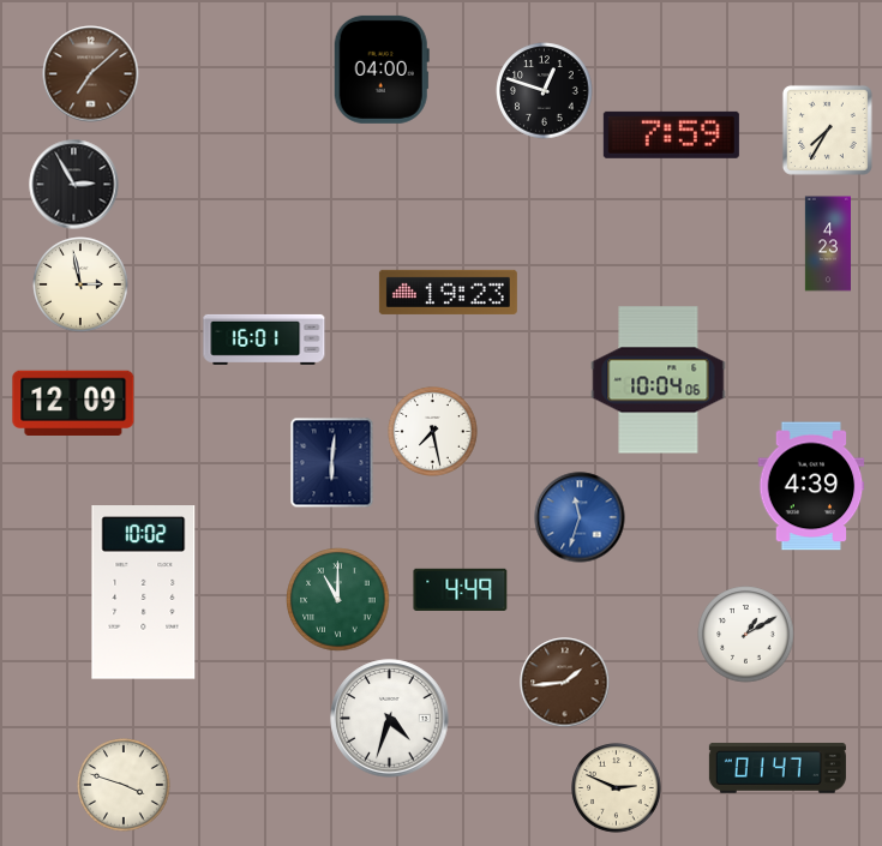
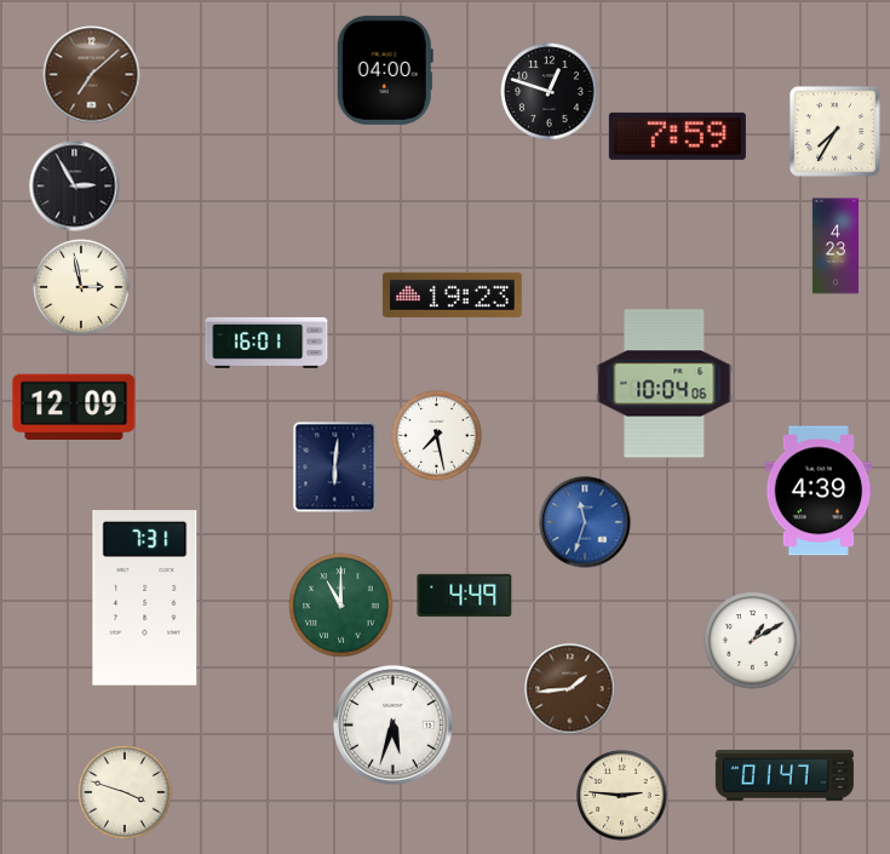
clock at (144, 593): 10:02 -> 7:31
clock at (390, 719): 4:33 -> 5:33
clock at (617, 788): 2:49 -> 2:46
